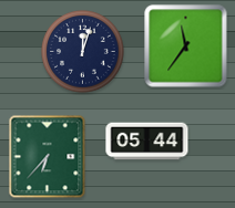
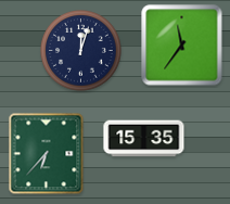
clock at (147, 142): 05:44 -> 15:35
